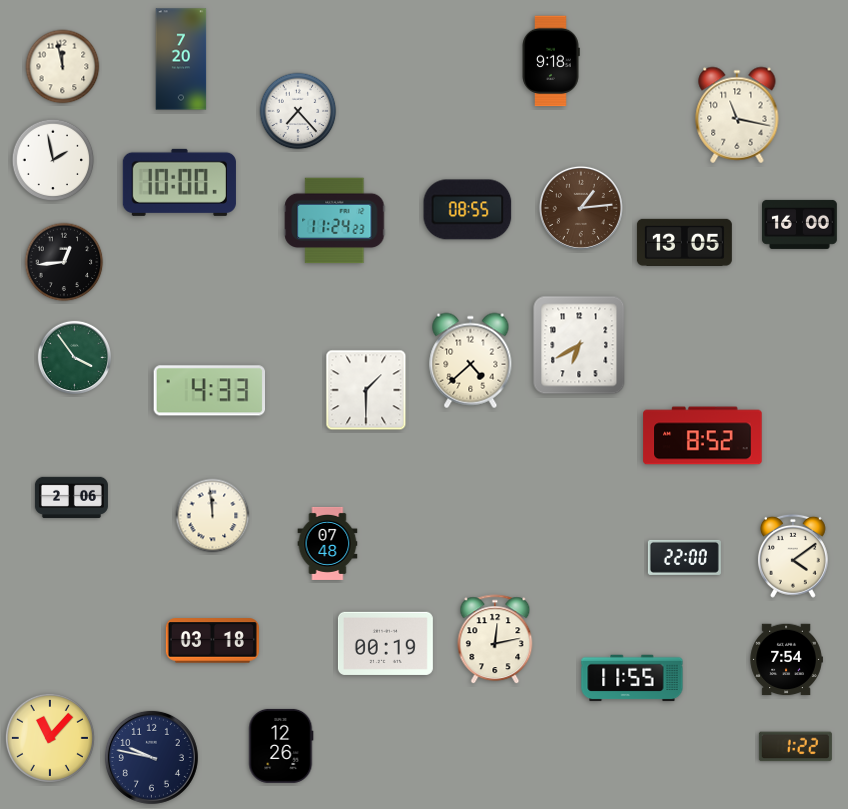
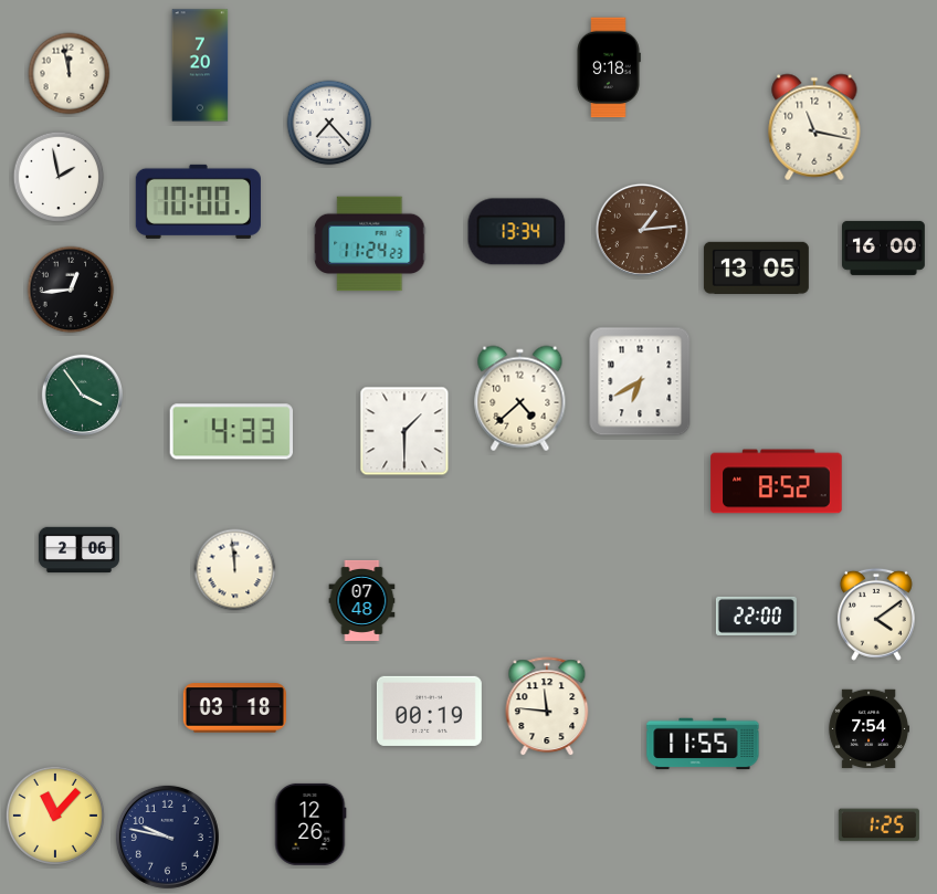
clock at (468, 210): 08:55 -> 13:34
clock at (495, 640): 12:13 -> 11:46
clock at (385, 643) position: (385, 643) -> (429, 711)
clock at (632, 678) position: (632, 678) -> (703, 744)
clock at (795, 747): 1:22 -> 1:25
